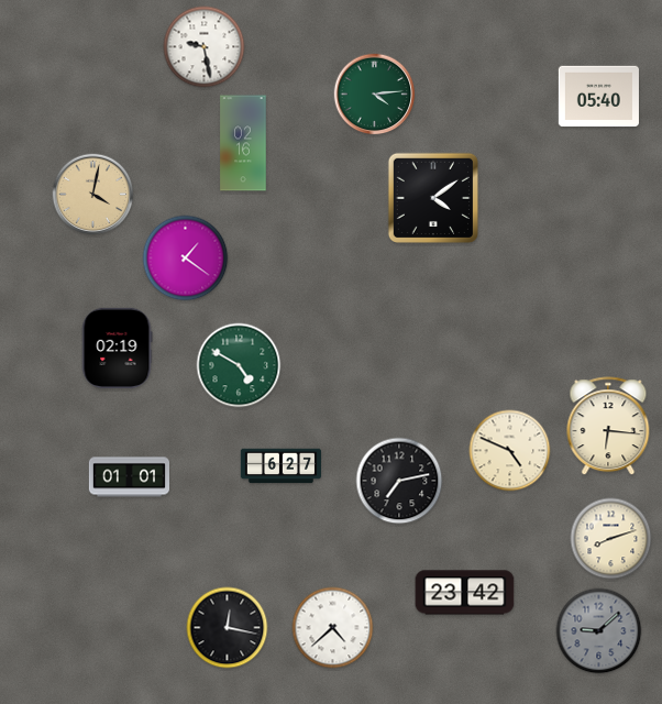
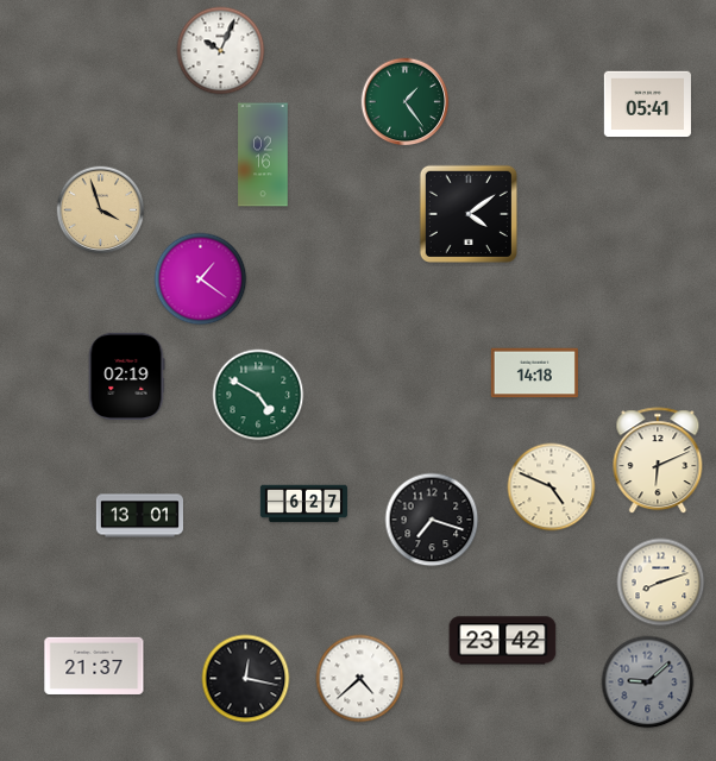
clock at (205, 47): 9:28 -> 10:04
clock at (375, 95): 4:14 -> 1:24
clock at (598, 97): 05:40 -> 05:41
clock at (93, 195): 4:02 -> 3:57
clock at (534, 373): none -> 14:18
clock at (608, 427): 6:16 -> 6:11
clock at (129, 477): 01:01 -> 13:01
clock at (399, 481): 7:13 -> 7:18
clock at (94, 666): none -> 21:37
